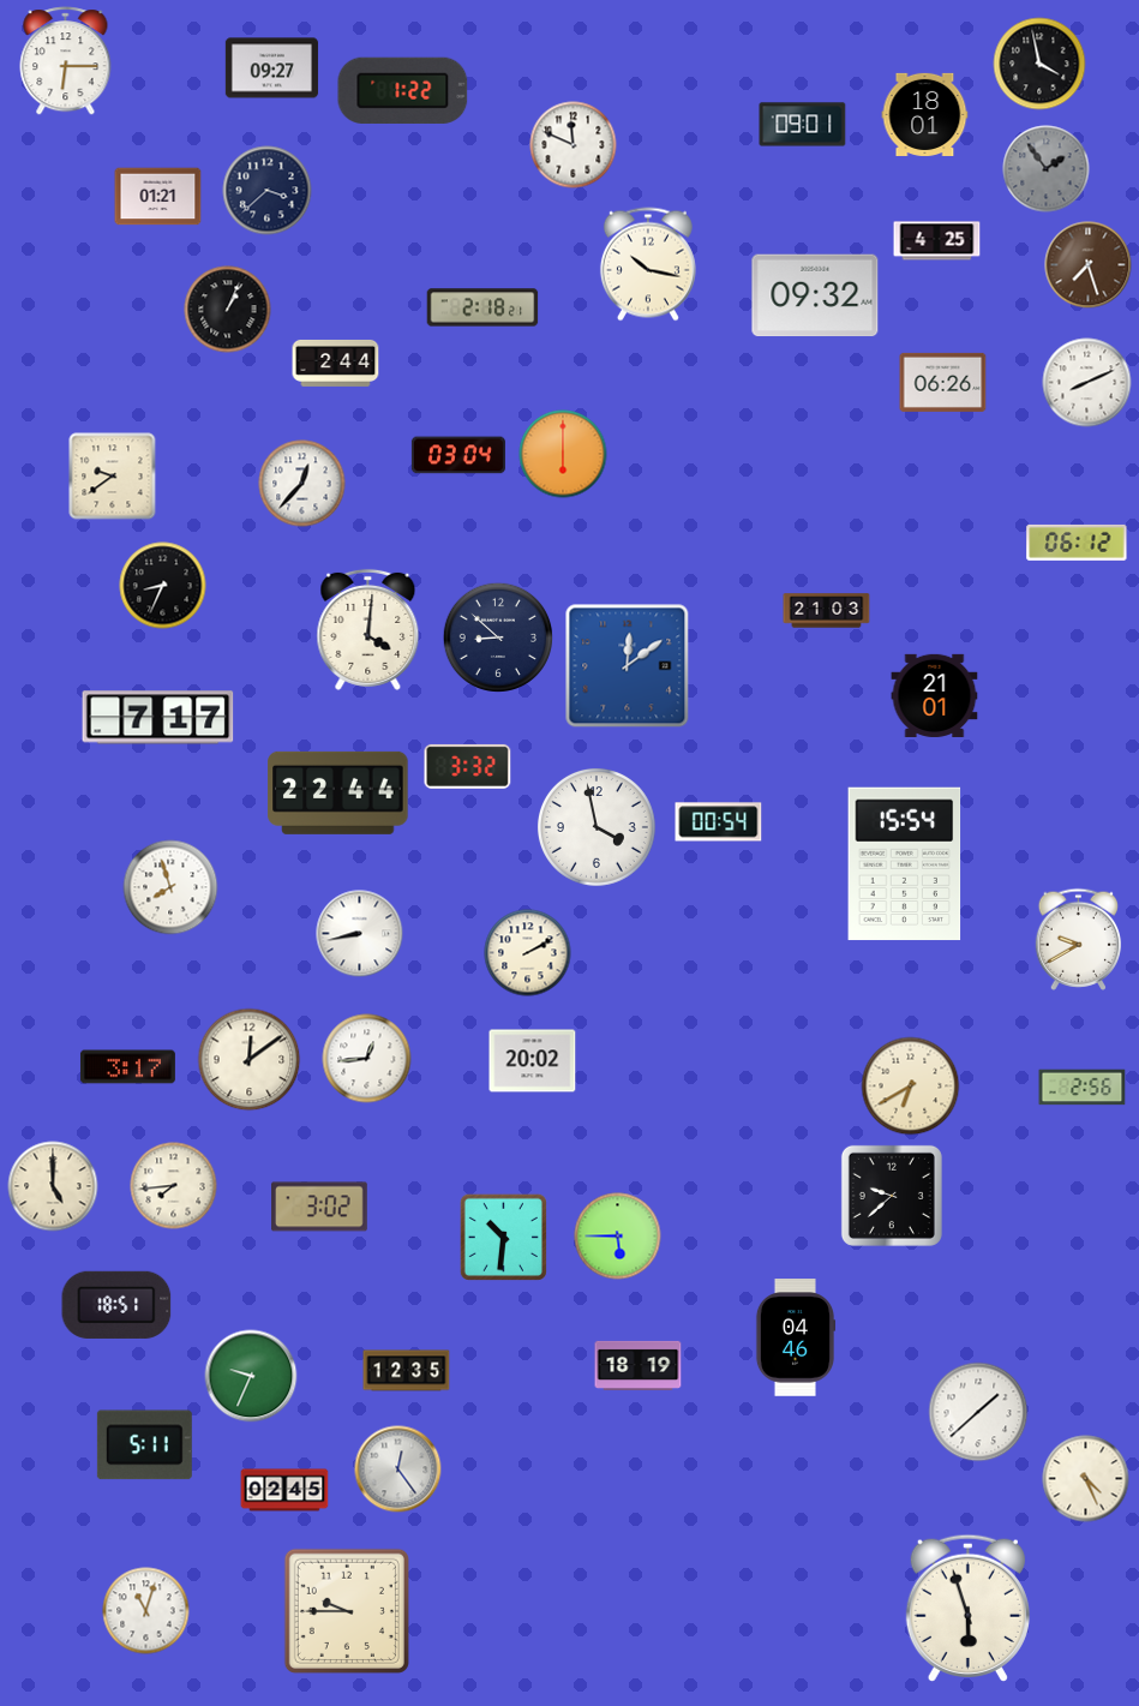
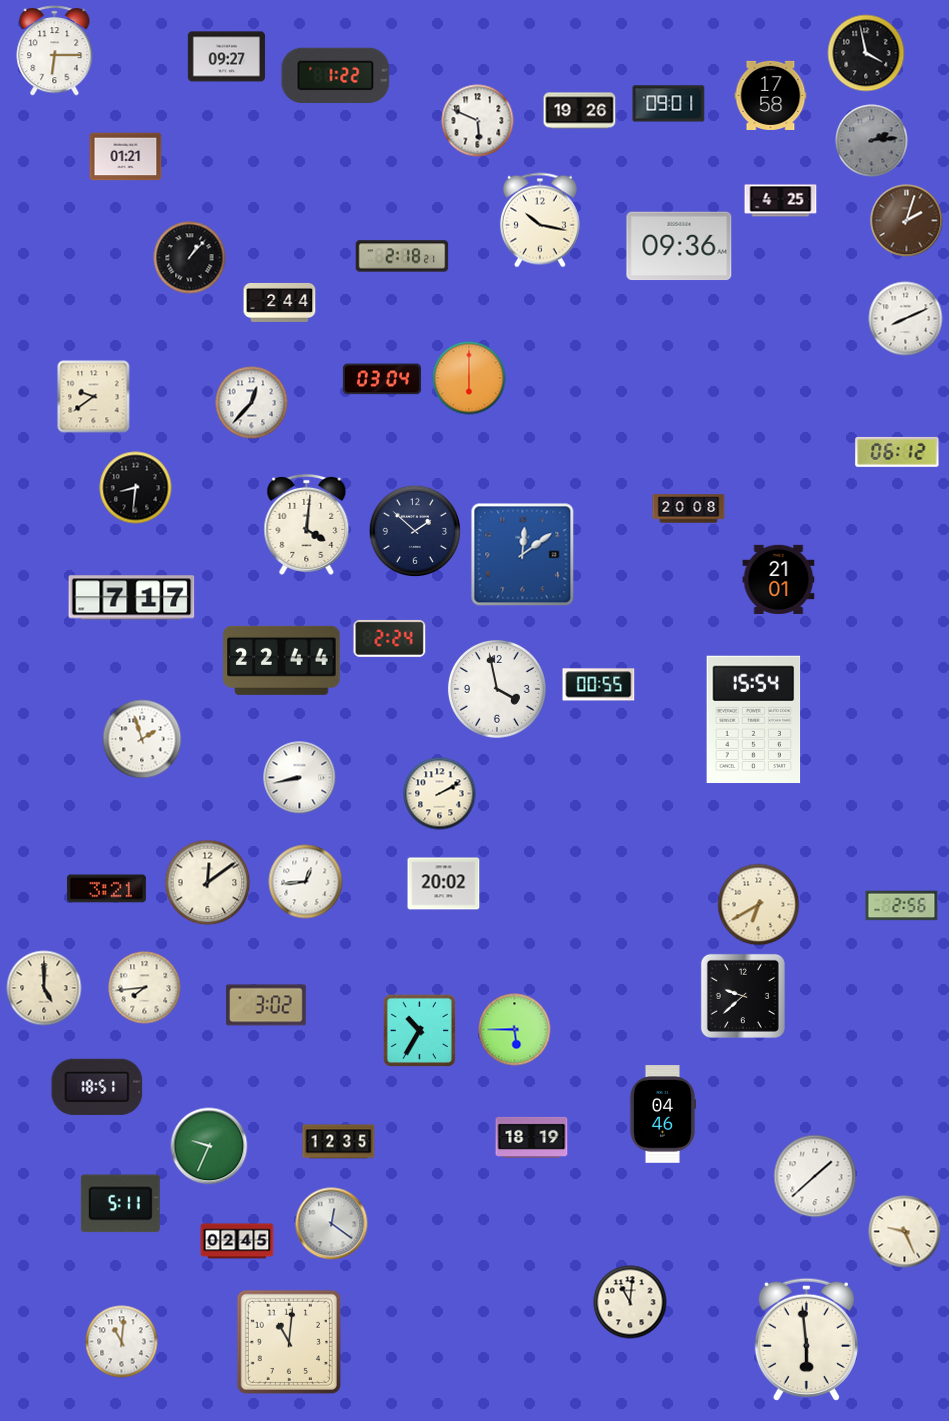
clock at (925, 114): 18:01 -> 17:58
clock at (580, 111): none -> 19:26
clock at (574, 145): 11:49 -> 5:49
clock at (1047, 169): 1:54 -> 2:14
clock at (268, 191): 3:38 -> none
clock at (158, 197) position: (158, 197) -> (126, 157)
clock at (1089, 265): 7:27 -> 2:03
clock at (815, 295): 09:32 -> 09:36
clock at (228, 310): 1:04 -> 1:07
clock at (943, 382): 06:26 -> none
clock at (163, 586): 8:34 -> 8:31
clock at (827, 611): 21:03 -> 20:08
clock at (497, 636): 8:52 -> 1:52
clock at (468, 766): 3:32 -> 2:24
clock at (719, 822): 00:54 -> 00:55
clock at (170, 887): 7:57 -> 1:57
clock at (1079, 939): 9:40 -> none
clock at (127, 1067): 3:17 -> 3:21
clock at (503, 1237): 10:31 -> 10:35
clock at (398, 1469): 12:24 -> 12:21
clock at (1086, 1479): 4:26 -> 9:26
clock at (630, 1302): none -> 11:01
clock at (967, 1608): 5:57 -> 5:59
clock at (146, 1611): 11:03 -> 11:01
clock at (347, 1611): 9:45 -> 11:01
